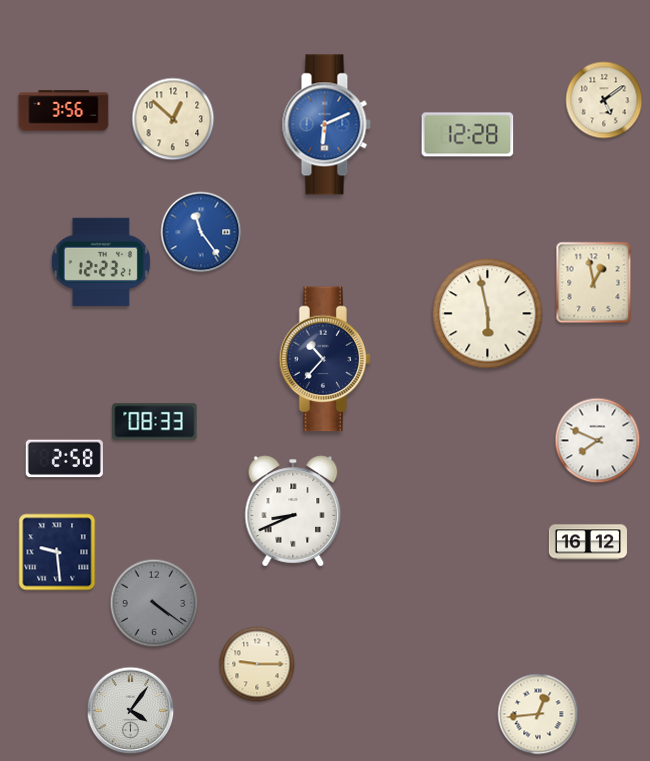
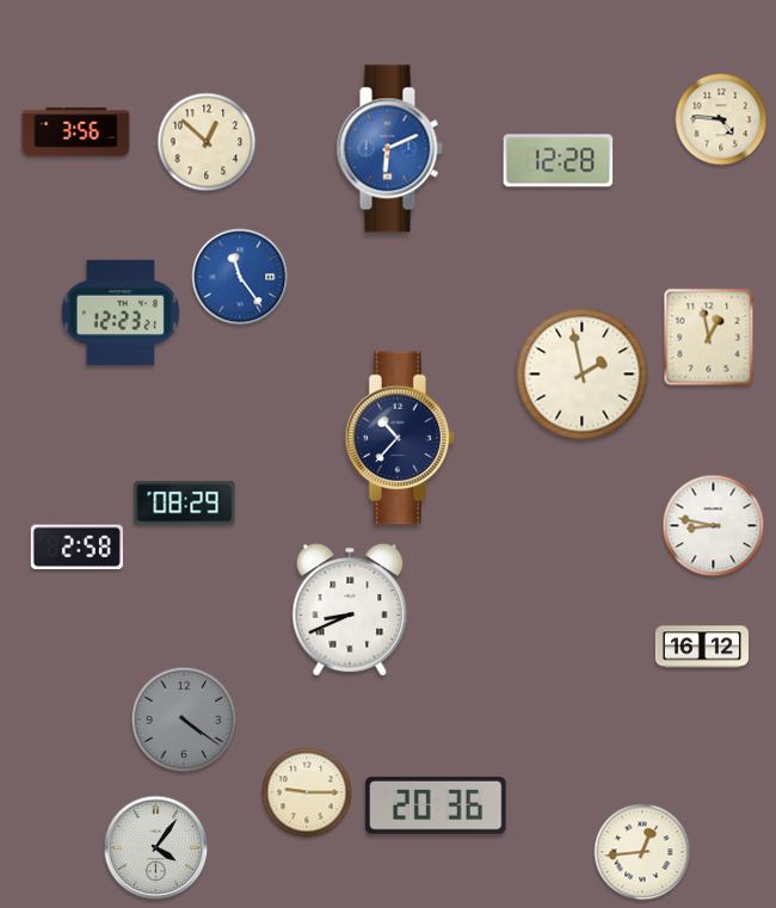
clock at (604, 100): 5:09 -> 4:46
clock at (488, 314): 5:58 -> 1:58
clock at (325, 359) position: (325, 359) -> (400, 438)
clock at (155, 422): 08:33 -> 08:29
clock at (598, 441): 7:49 -> 8:47
clock at (57, 552): 9:29 -> none
clock at (436, 805): none -> 20:36
